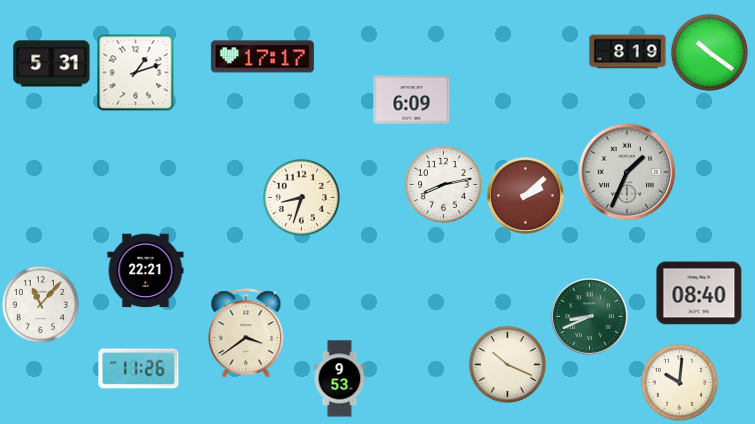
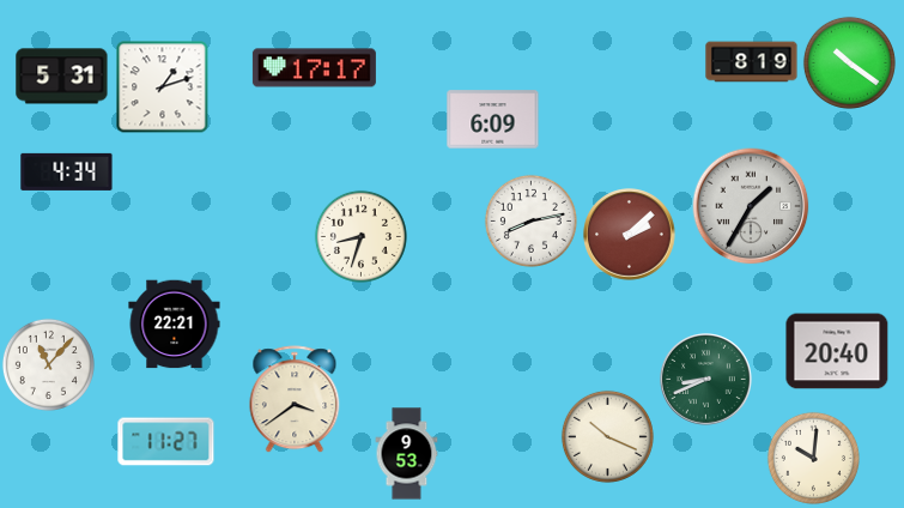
clock at (67, 171): none -> 4:34
clock at (627, 172): 1:34 -> 1:35
clock at (699, 293): 08:40 -> 20:40
clock at (139, 369): 11:26 -> 11:27
